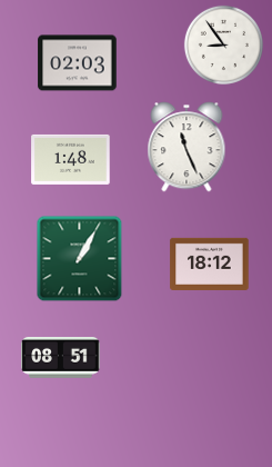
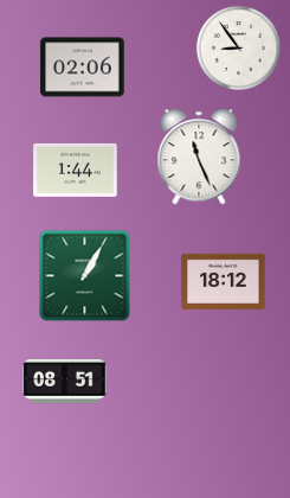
clock at (78, 63): 02:03 -> 02:06
clock at (71, 159): 1:48 -> 1:44
